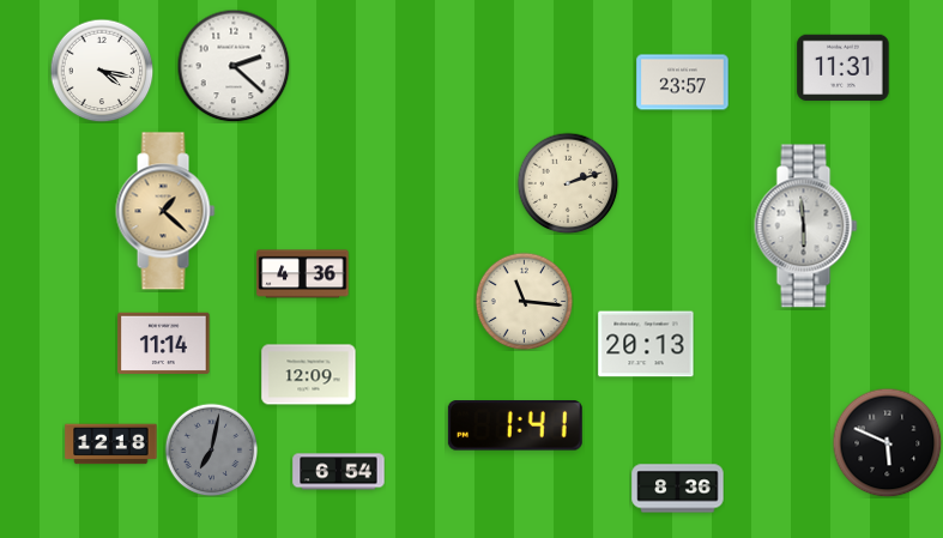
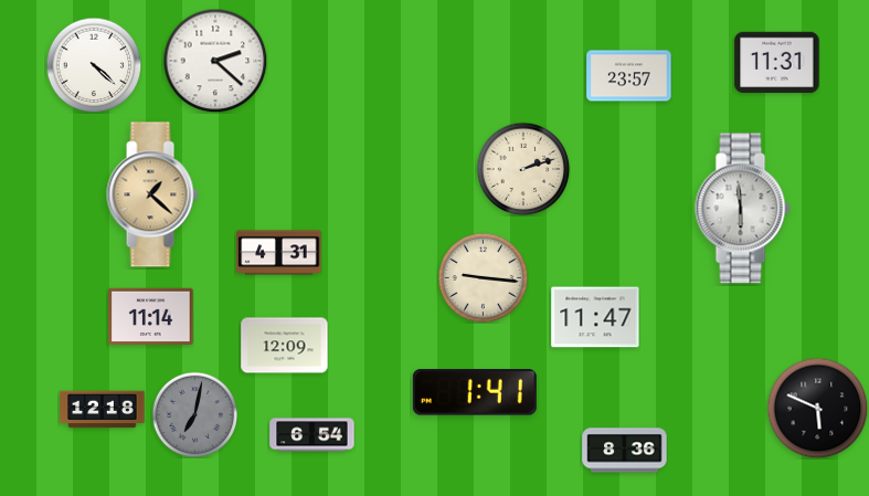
clock at (102, 71): 4:17 -> 4:22
clock at (303, 274): 4:36 -> 4:31
clock at (524, 301): 11:16 -> 9:16
clock at (646, 344): 20:13 -> 11:47
